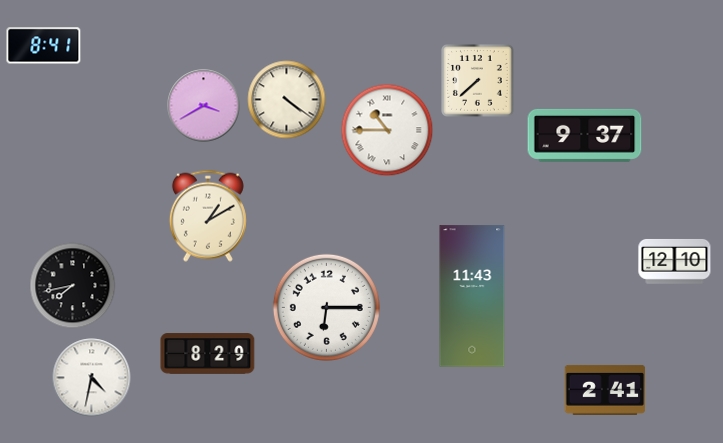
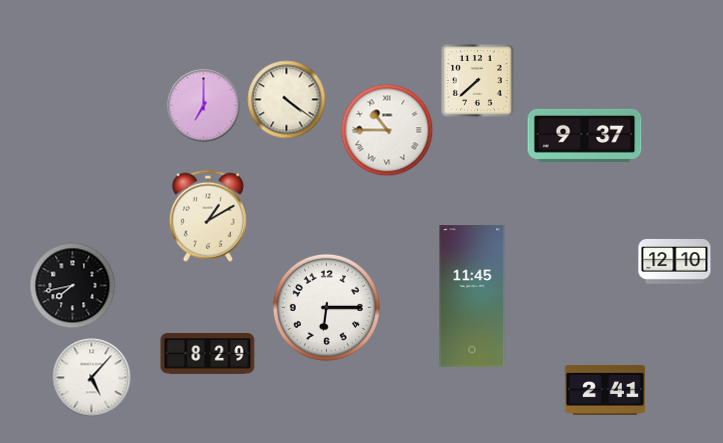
clock at (44, 46): 8:41 -> none
clock at (204, 106): 3:40 -> 7:00
clock at (472, 296): 11:43 -> 11:45
clock at (92, 378): 4:32 -> 5:07
